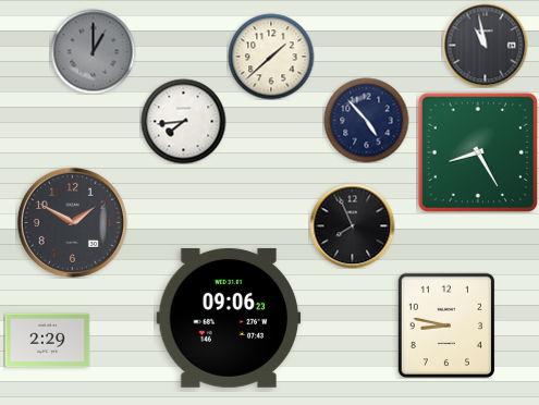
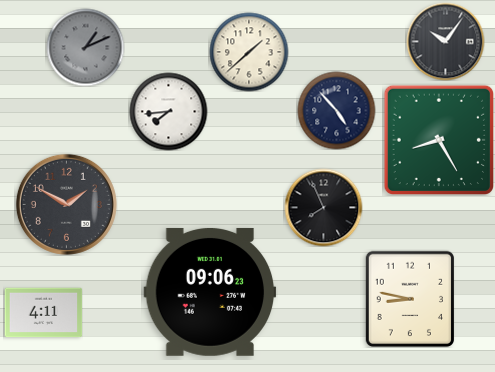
clock at (485, 45): 10:58 -> 10:06
clock at (93, 51): 1:00 -> 1:11
clock at (47, 341): 2:29 -> 4:11
